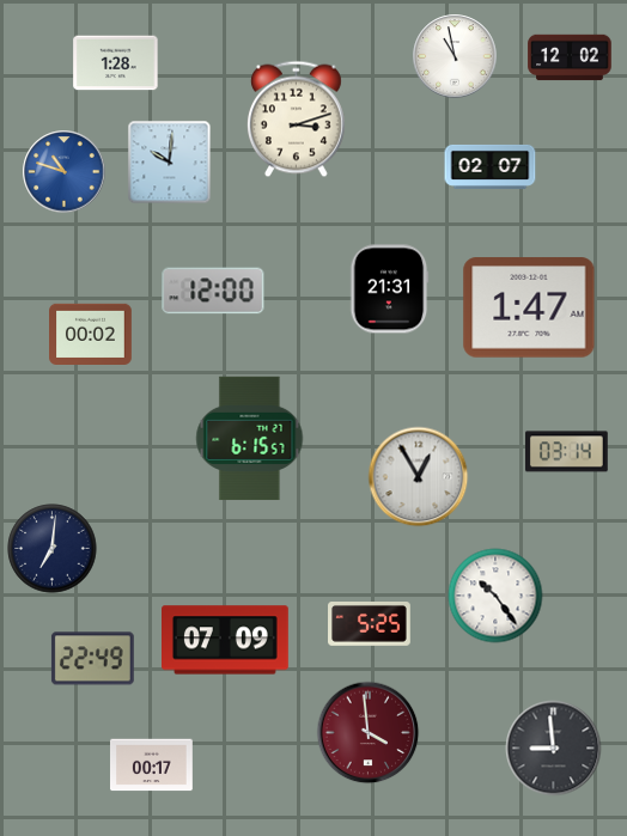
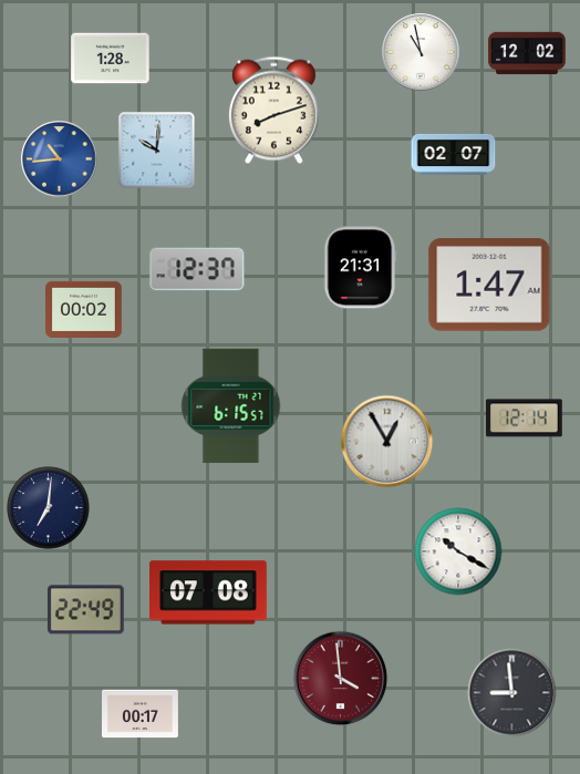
clock at (116, 63) position: (116, 63) -> (111, 59)
clock at (296, 120): 3:12 -> 8:12
clock at (65, 172): 10:48 -> 10:44
clock at (213, 291): 12:00 -> 12:37
clock at (566, 452): 03:14 -> 12:14
clock at (495, 596): 10:24 -> 10:20
clock at (370, 624): 5:25 -> none
clock at (226, 640): 07:09 -> 07:08
clock at (152, 765) position: (152, 765) -> (141, 714)
